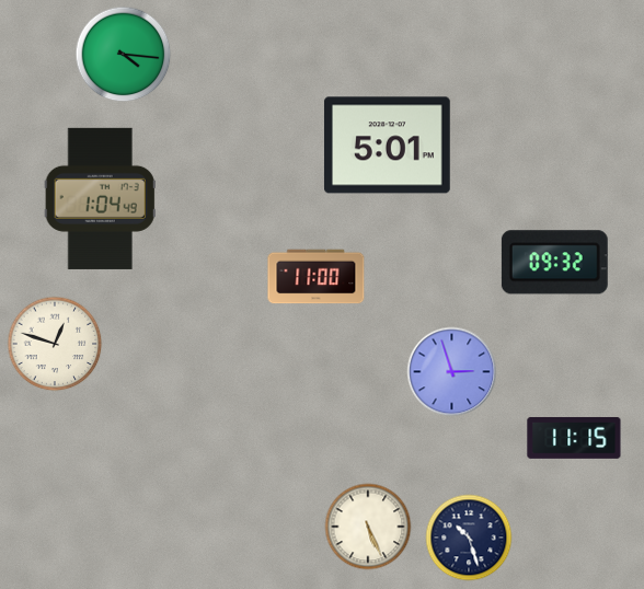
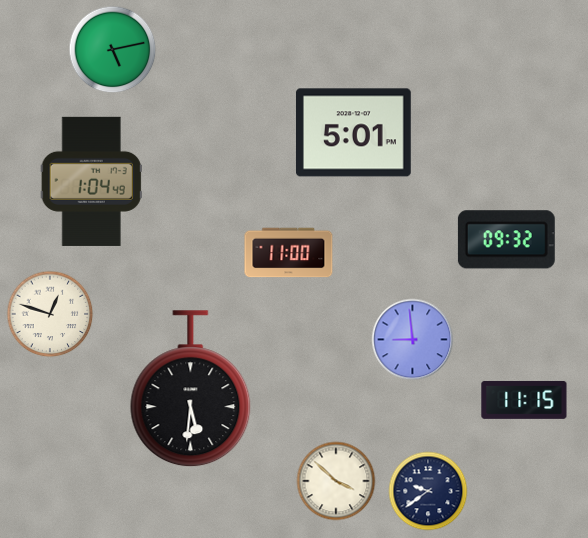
clock at (124, 55): 4:16 -> 5:13
clock at (452, 372): 2:57 -> 8:59
clock at (191, 389): none -> 5:31
clock at (368, 527): 5:26 -> 3:52
clock at (469, 538): 10:27 -> 9:39
